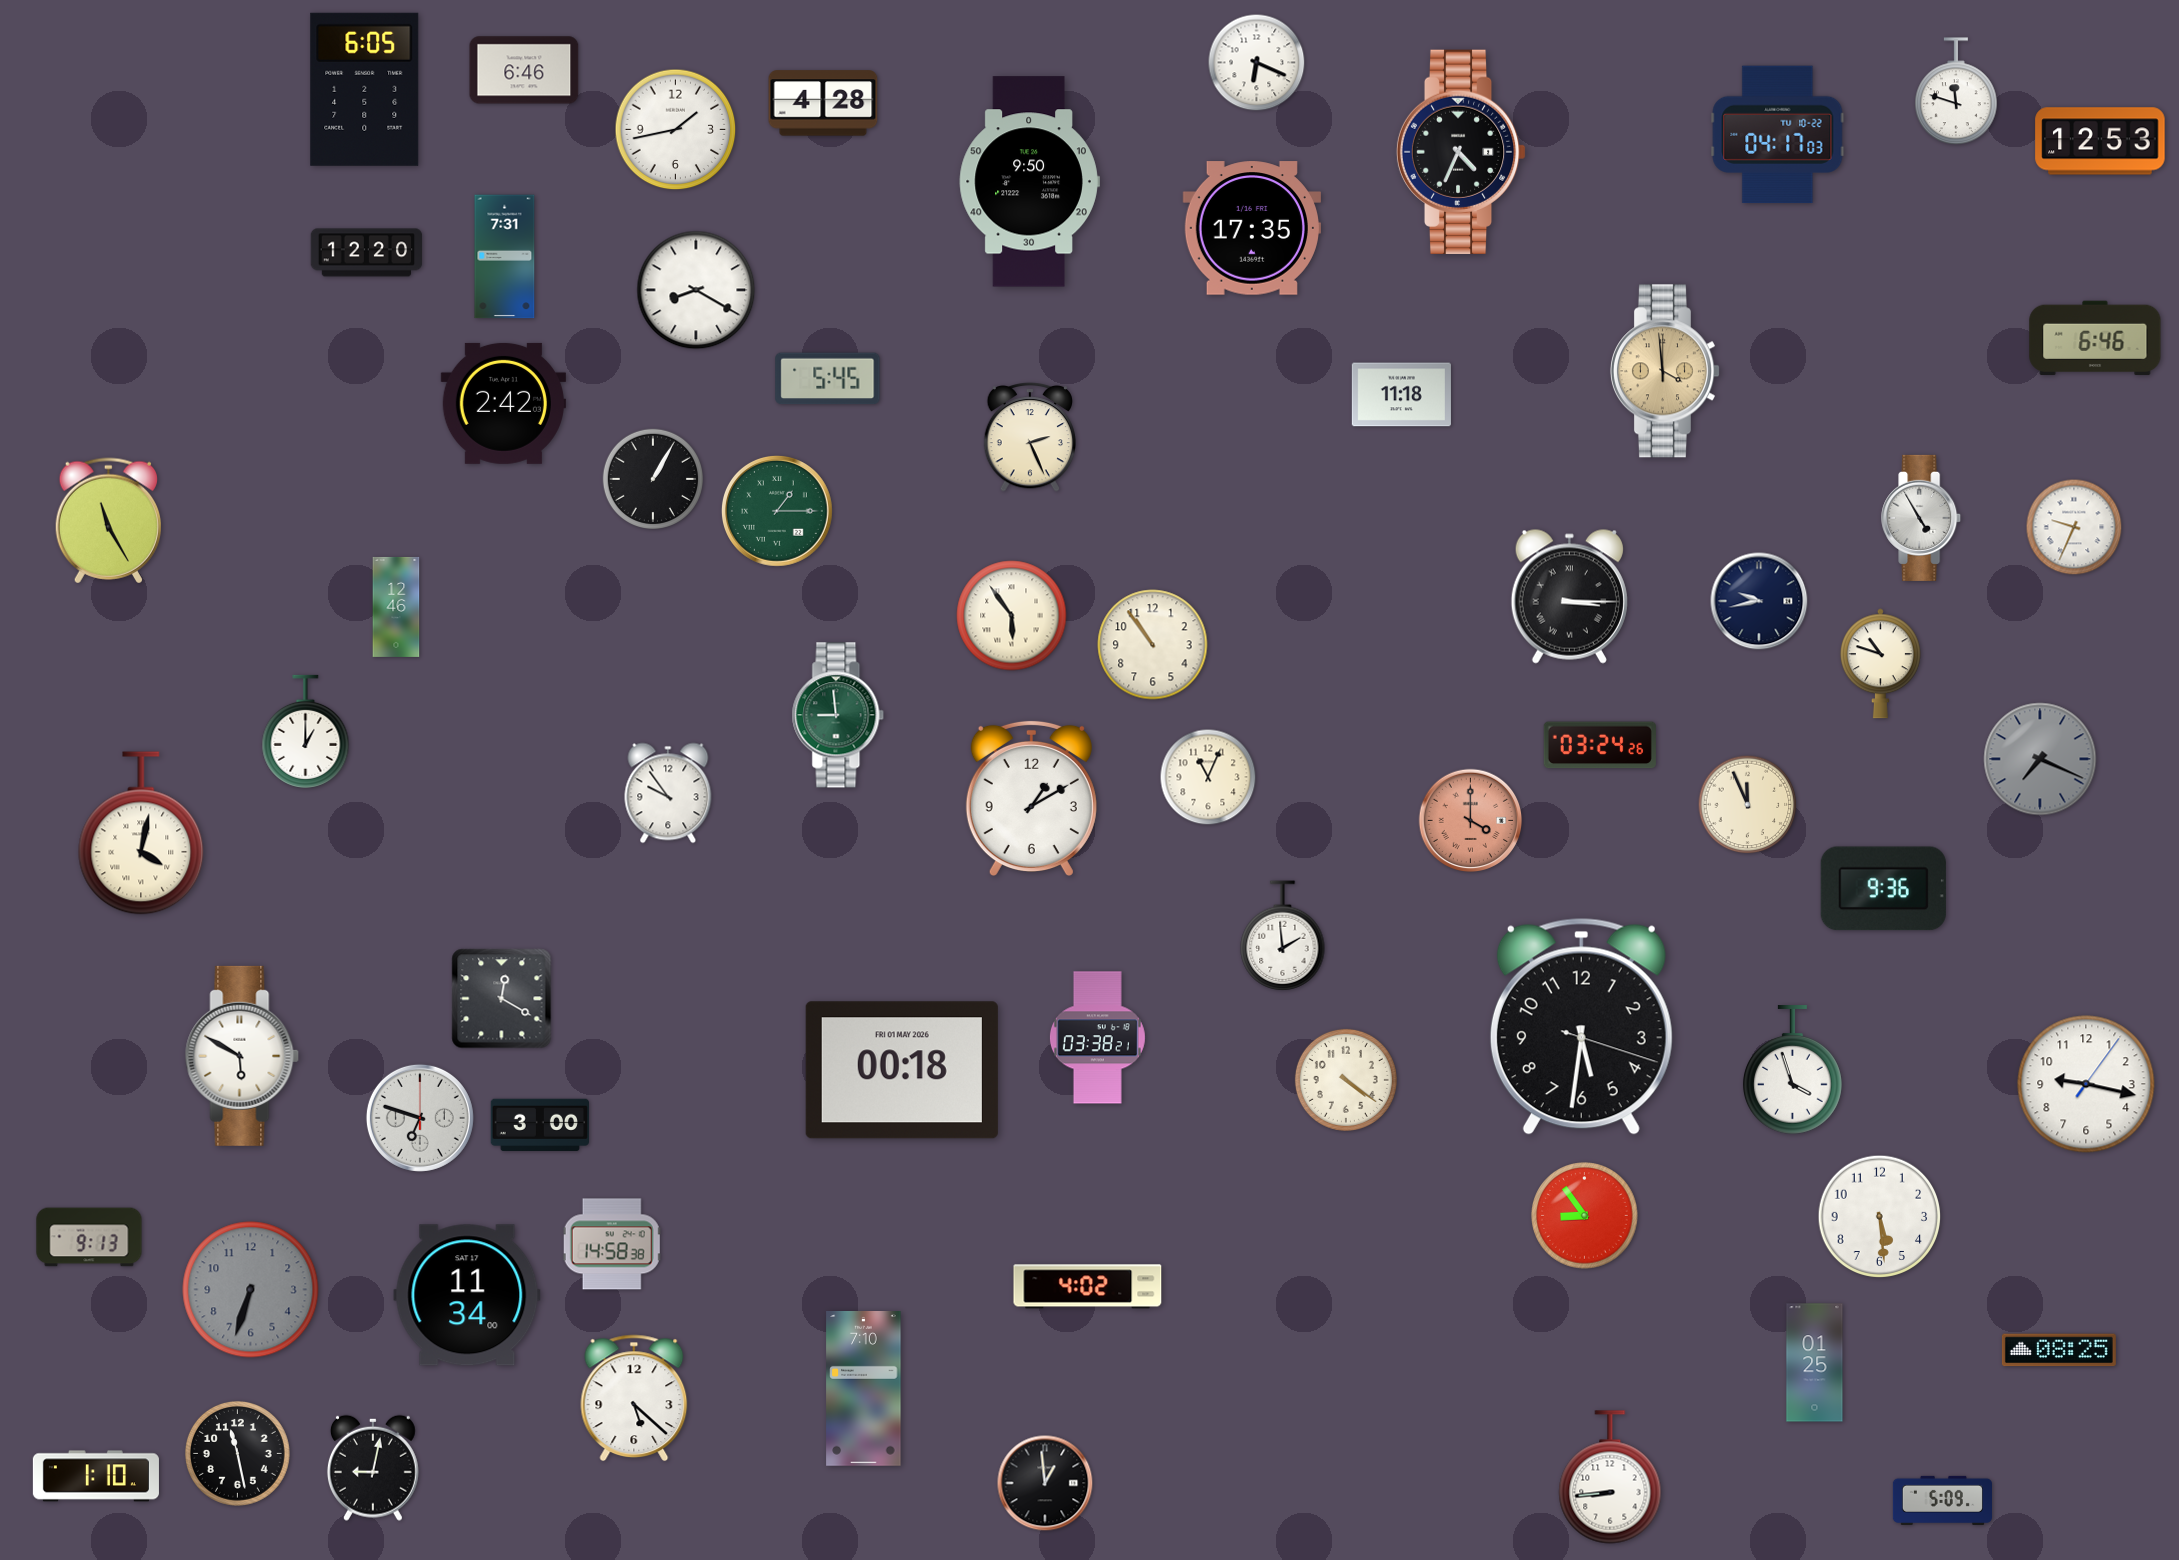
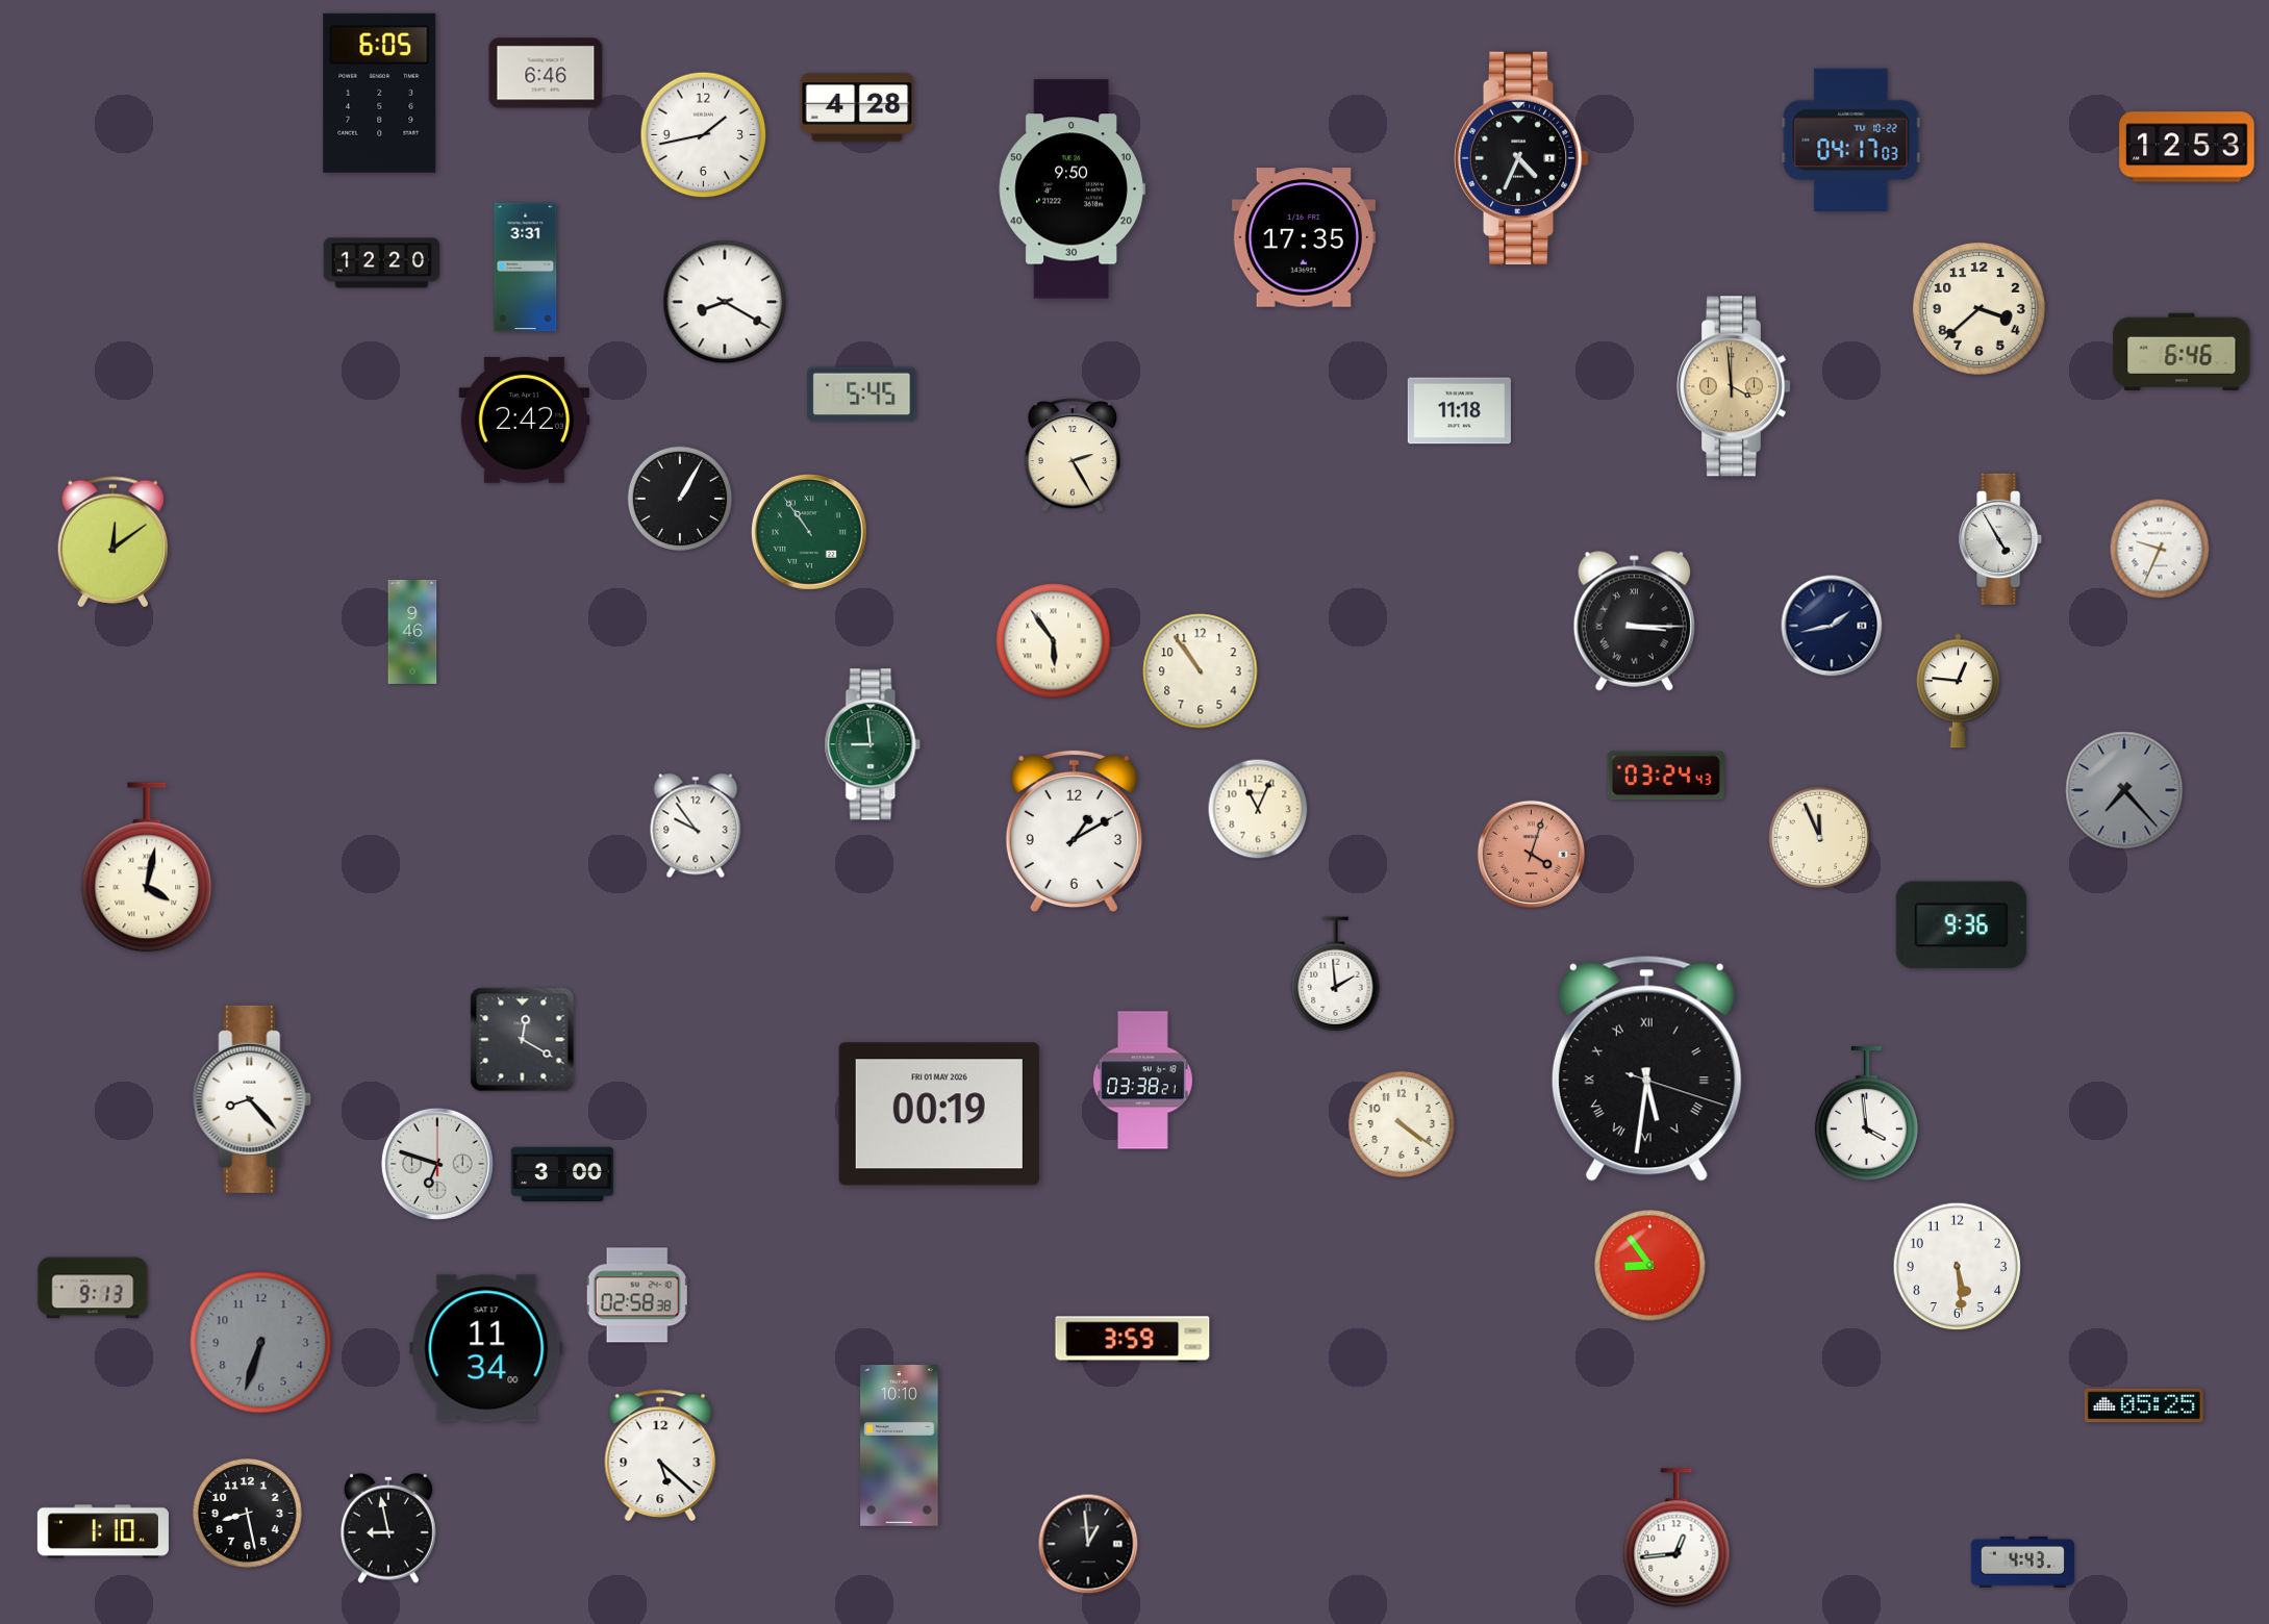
clock at (1257, 63): 6:19 -> none
clock at (1956, 92): 11:48 -> none
clock at (505, 257): 7:31 -> 3:31
clock at (1978, 308): none -> 3:38
clock at (1029, 438): 2:26 -> 2:25
clock at (778, 512): 1:15 -> 10:54
clock at (108, 521): 11:25 -> 12:09
clock at (1759, 601): 9:43 -> 1:43
clock at (396, 607): 12:46 -> 9:46
clock at (1880, 664): 10:48 -> 12:46
clock at (306, 731): 1:00 -> none
clock at (1600, 745): 03:24:26 -> 03:24:43
clock at (2040, 759): 7:19 -> 7:23
clock at (1471, 821): 4:00 -> 4:03
clock at (1581, 1026) numerals: Arabic -> Roman
clock at (242, 1056): 5:50 -> 8:23
clock at (902, 1070): 00:18 -> 00:19
clock at (1792, 1070): 3:57 -> 3:59
clock at (2086, 1084): 9:17 -> none
clock at (539, 1124) position: (539, 1124) -> (561, 1173)
clock at (612, 1244): 14:58 -> 02:58
clock at (1088, 1287): 4:02 -> 3:59
clock at (2059, 1350): 08:25 -> 05:25
clock at (1815, 1363): 01:25 -> none
clock at (864, 1389): 7:10 -> 10:10
clock at (237, 1453): 11:28 -> 8:28
clock at (373, 1468): 9:02 -> 8:58
clock at (96, 1476) position: (96, 1476) -> (103, 1531)
clock at (1610, 1477): 8:44 -> 12:44
clock at (1942, 1500): 5:09 -> 4:43
